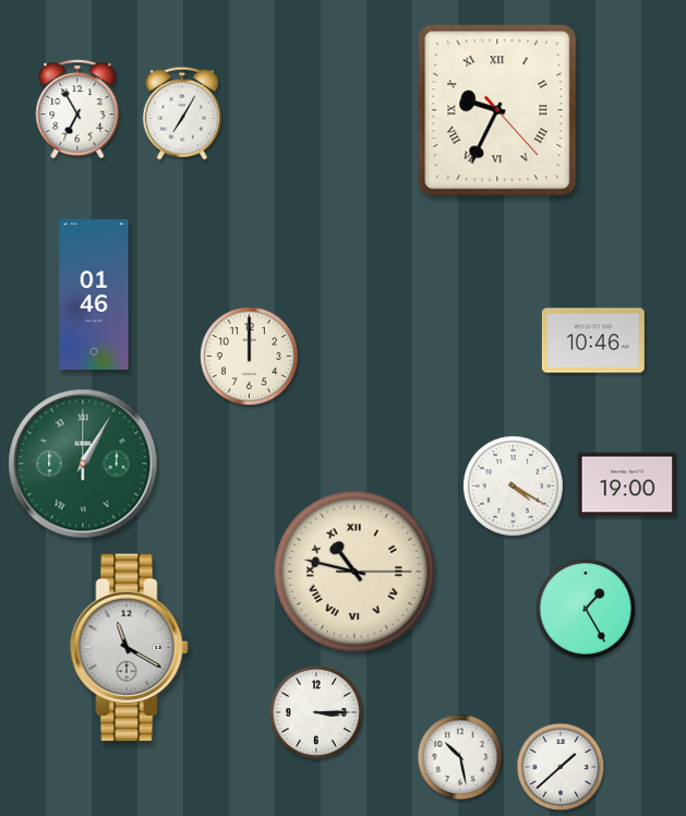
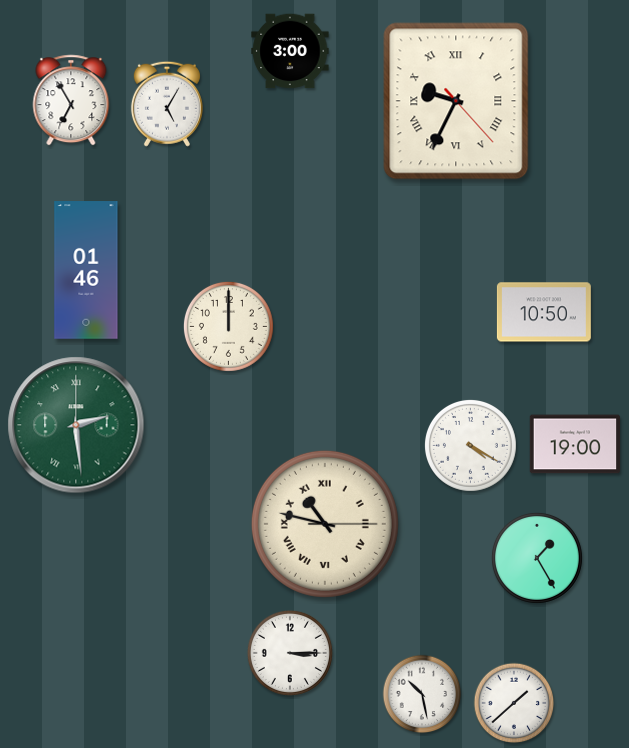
clock at (290, 51): none -> 3:00
clock at (182, 113): 7:05 -> 5:05
clock at (593, 340): 10:46 -> 10:50
clock at (83, 464): 1:05 -> 2:29
clock at (130, 648): 11:20 -> none
